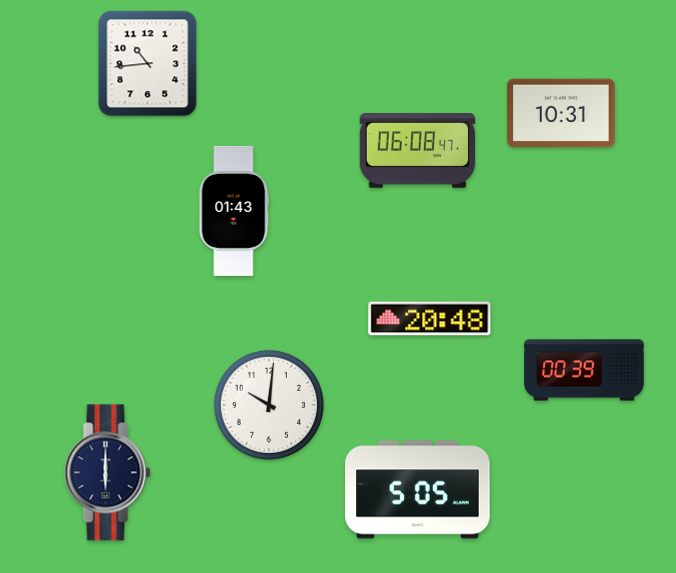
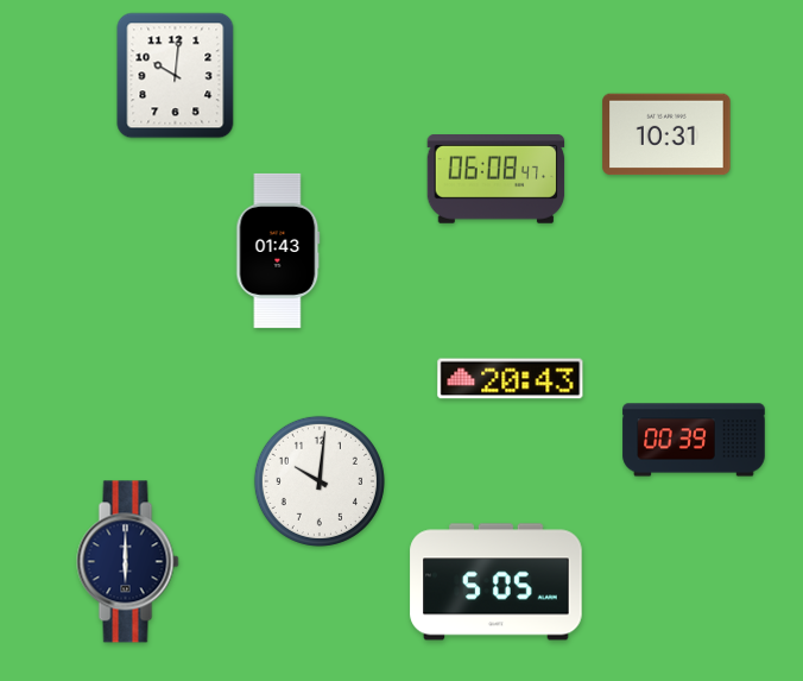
clock at (148, 64): 10:44 -> 10:01
clock at (430, 319): 20:48 -> 20:43
